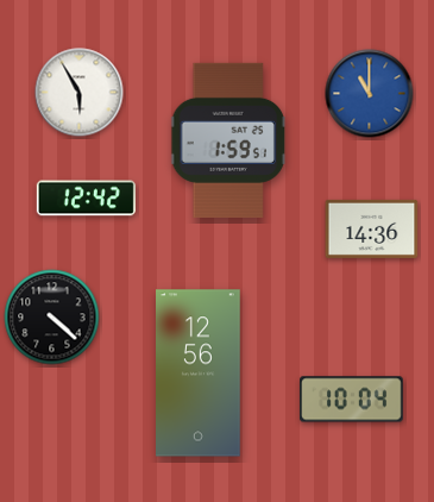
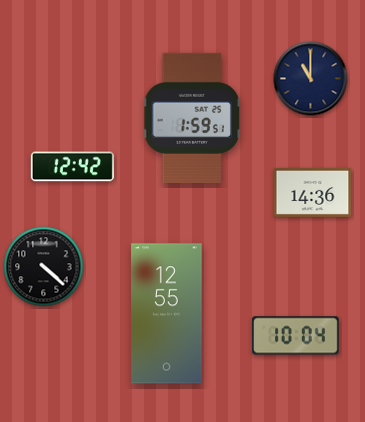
clock at (80, 93): 5:55 -> none
clock at (370, 94) dial: blue -> navy
clock at (199, 374): 12:56 -> 12:55
